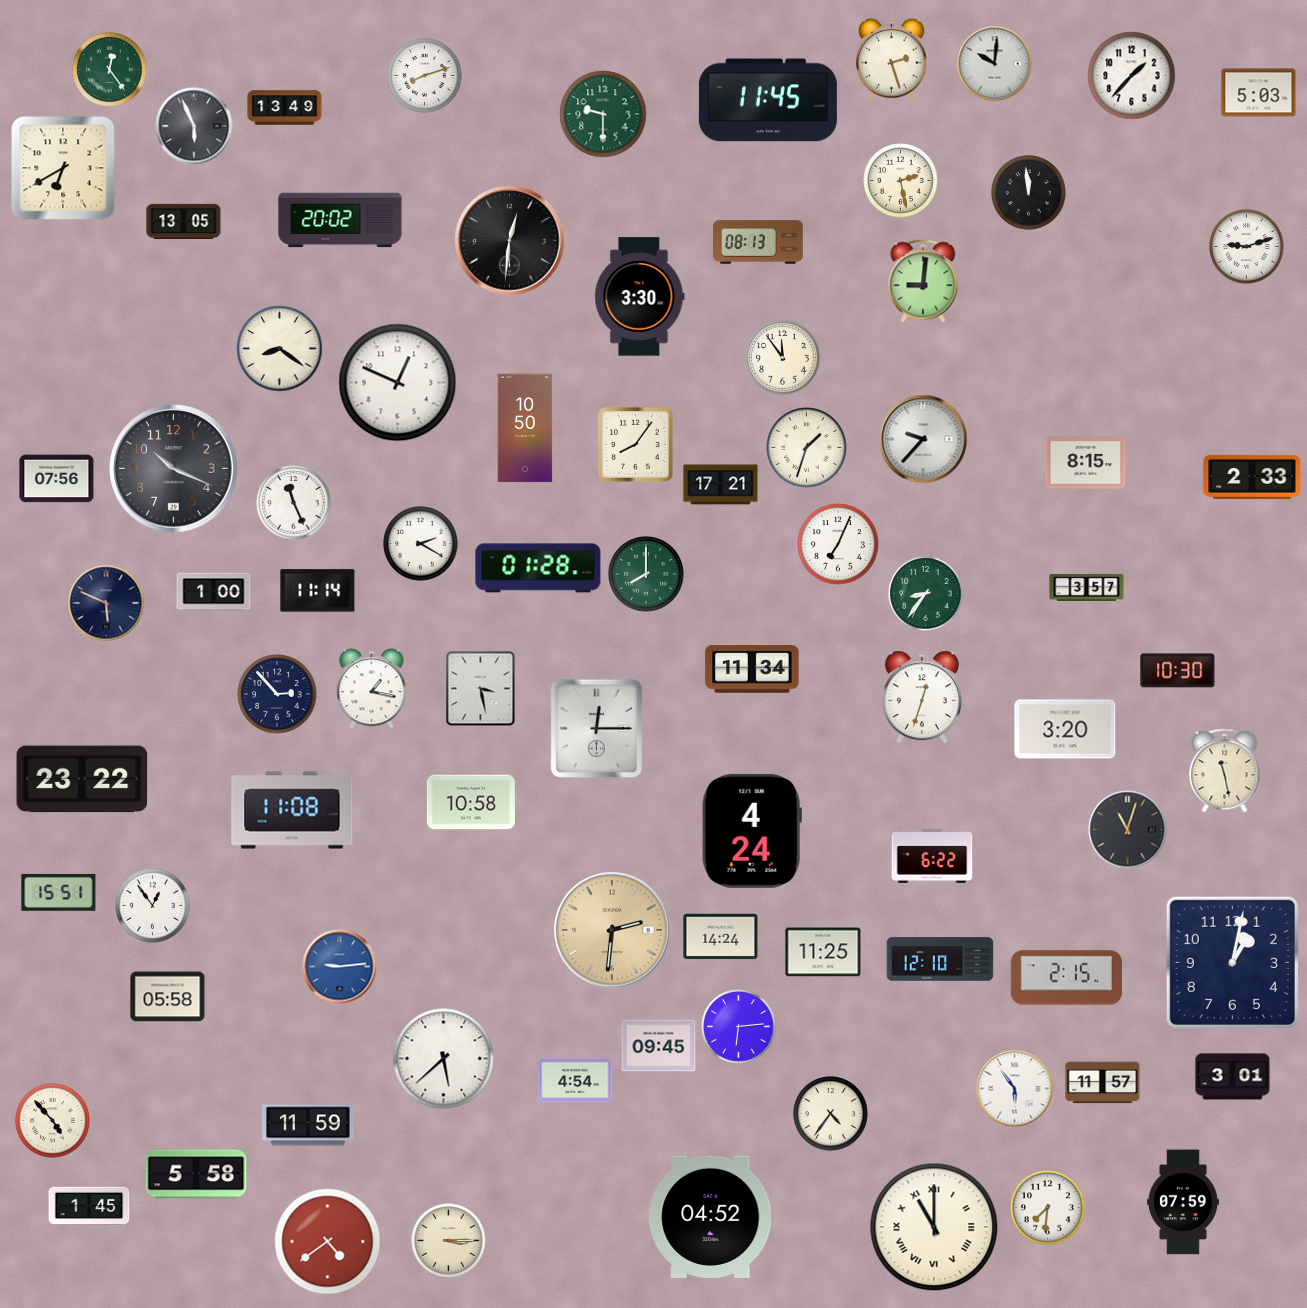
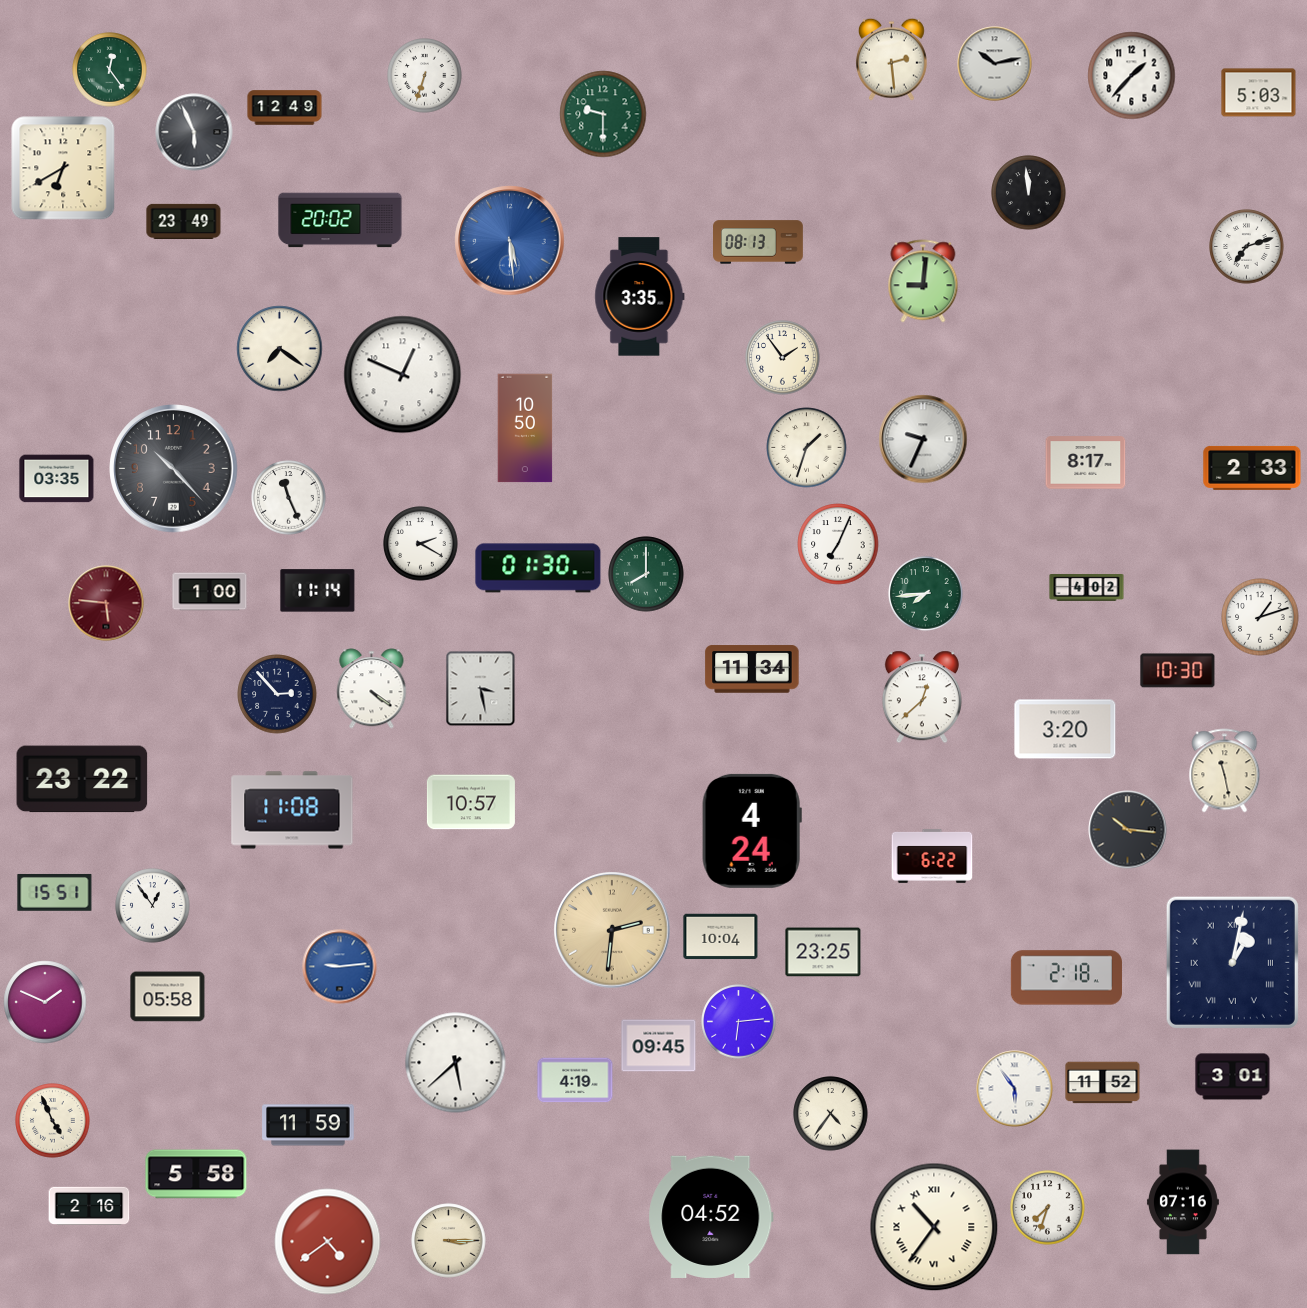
clock at (892, 59): 2:27 -> 2:29
clock at (995, 64): 10:01 -> 10:13
clock at (425, 76): 8:12 -> 6:33
clock at (768, 100): 11:45 -> none
clock at (285, 108): 13:49 -> 12:49
clock at (194, 126) position: (194, 126) -> (194, 132)
clock at (901, 181): 2:28 -> none
clock at (184, 221): 13:05 -> 23:49
clock at (510, 241): 12:31 -> 5:29
clock at (510, 241) dial: black -> blue
clock at (1247, 247): 9:12 -> 7:12
clock at (640, 297): 3:30 -> 3:35
clock at (280, 349): 8:21 -> 7:21
clock at (783, 358): 11:54 -> 1:54
clock at (398, 383) position: (398, 383) -> (403, 375)
clock at (923, 439): 9:37 -> 9:34
clock at (636, 445): 8:06 -> none
clock at (1086, 463): 8:15 -> 8:17
clock at (174, 469): 10:19 -> 10:23
clock at (1252, 477) position: (1252, 477) -> (1252, 468)
clock at (57, 479): 07:56 -> 03:35
clock at (721, 485): 17:21 -> none
clock at (294, 503) position: (294, 503) -> (289, 498)
clock at (538, 568): 01:28 -> 01:30
clock at (1087, 588): 3:57 -> 4:02
clock at (214, 592) position: (214, 592) -> (210, 592)
clock at (926, 594): 8:36 -> 7:44
clock at (106, 603): 5:49 -> 5:46
clock at (106, 603) dial: navy -> burgundy
clock at (1260, 617): none -> 1:12
clock at (372, 689): 1:17 -> 4:21
clock at (922, 697): 12:33 -> 12:38
clock at (596, 728): 12:15 -> none
clock at (471, 802): 10:58 -> 10:57
clock at (1128, 830): 11:03 -> 10:16
clock at (59, 893) position: (59, 893) -> (55, 893)
clock at (721, 937): 14:24 -> 10:04
clock at (823, 952): 11:25 -> 23:25
clock at (940, 959): 12:10 -> none
clock at (1232, 962) numerals: Arabic -> Roman
clock at (1066, 978): 2:15 -> 2:18
clock at (45, 1002): none -> 1:49
clock at (739, 1027) position: (739, 1027) -> (739, 1022)
clock at (444, 1059) position: (444, 1059) -> (456, 1063)
clock at (575, 1080): 4:54 -> 4:19
clock at (1103, 1083): 11:57 -> 11:52
clock at (53, 1121): 4:53 -> 4:56
clock at (1183, 1202): 07:59 -> 07:16
clock at (89, 1205): 1:45 -> 2:16
clock at (1048, 1208): 7:31 -> 7:33
clock at (934, 1227): 11:00 -> 10:36
